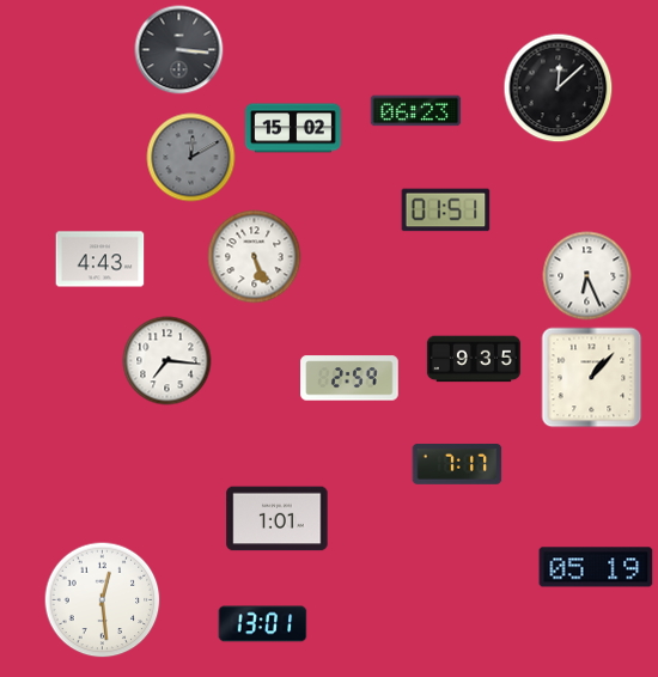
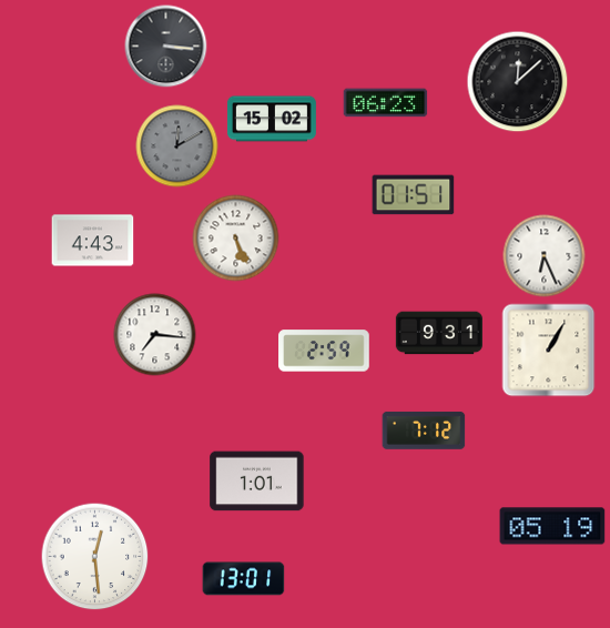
clock at (474, 359): 9:35 -> 9:31
clock at (592, 378): 1:07 -> 1:05
clock at (457, 464): 7:17 -> 7:12
